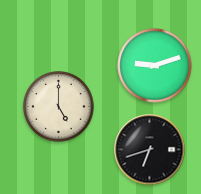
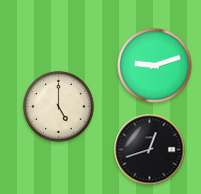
clock at (150, 150): 6:42 -> 12:42
